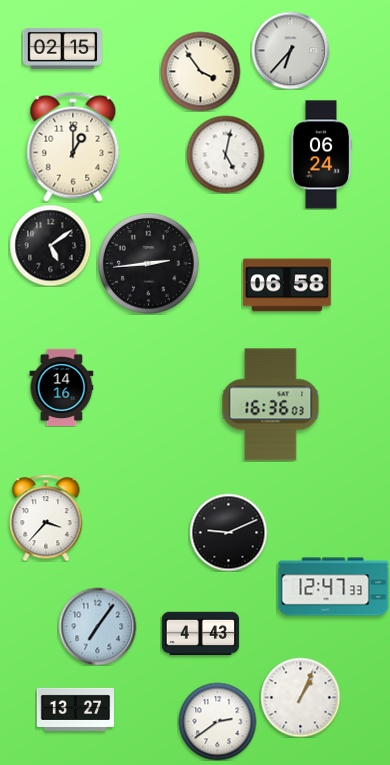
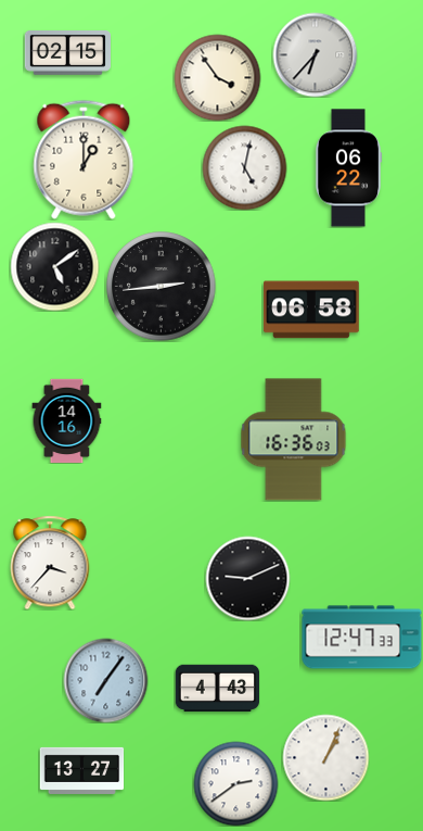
clock at (73, 147) position: (73, 147) -> (84, 160)
clock at (321, 155): 06:24 -> 06:22
